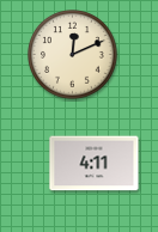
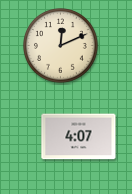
clock at (95, 164): 4:11 -> 4:07
